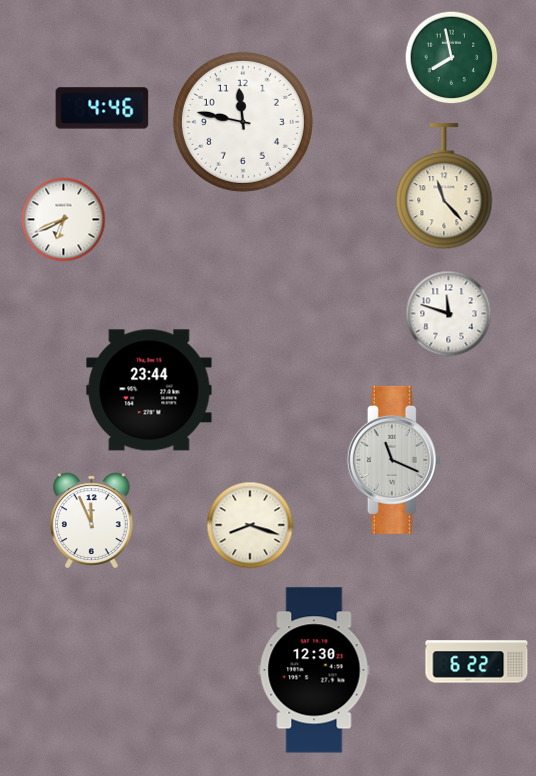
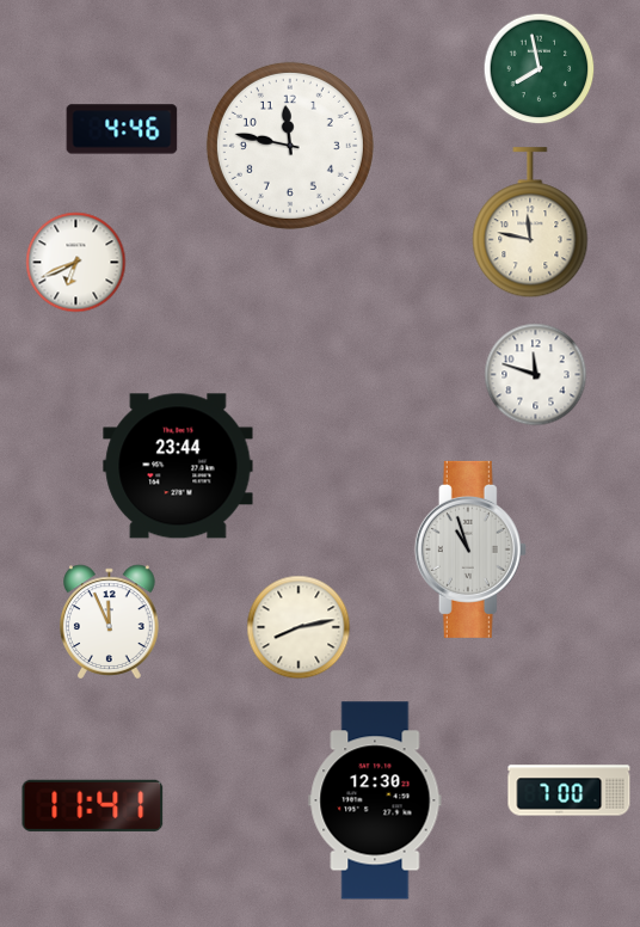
clock at (444, 187): 11:23 -> 11:47
clock at (394, 460): 11:19 -> 10:57
clock at (250, 525): 8:18 -> 8:13
clock at (477, 662): 6:22 -> 7:00
clock at (93, 805): none -> 11:41
